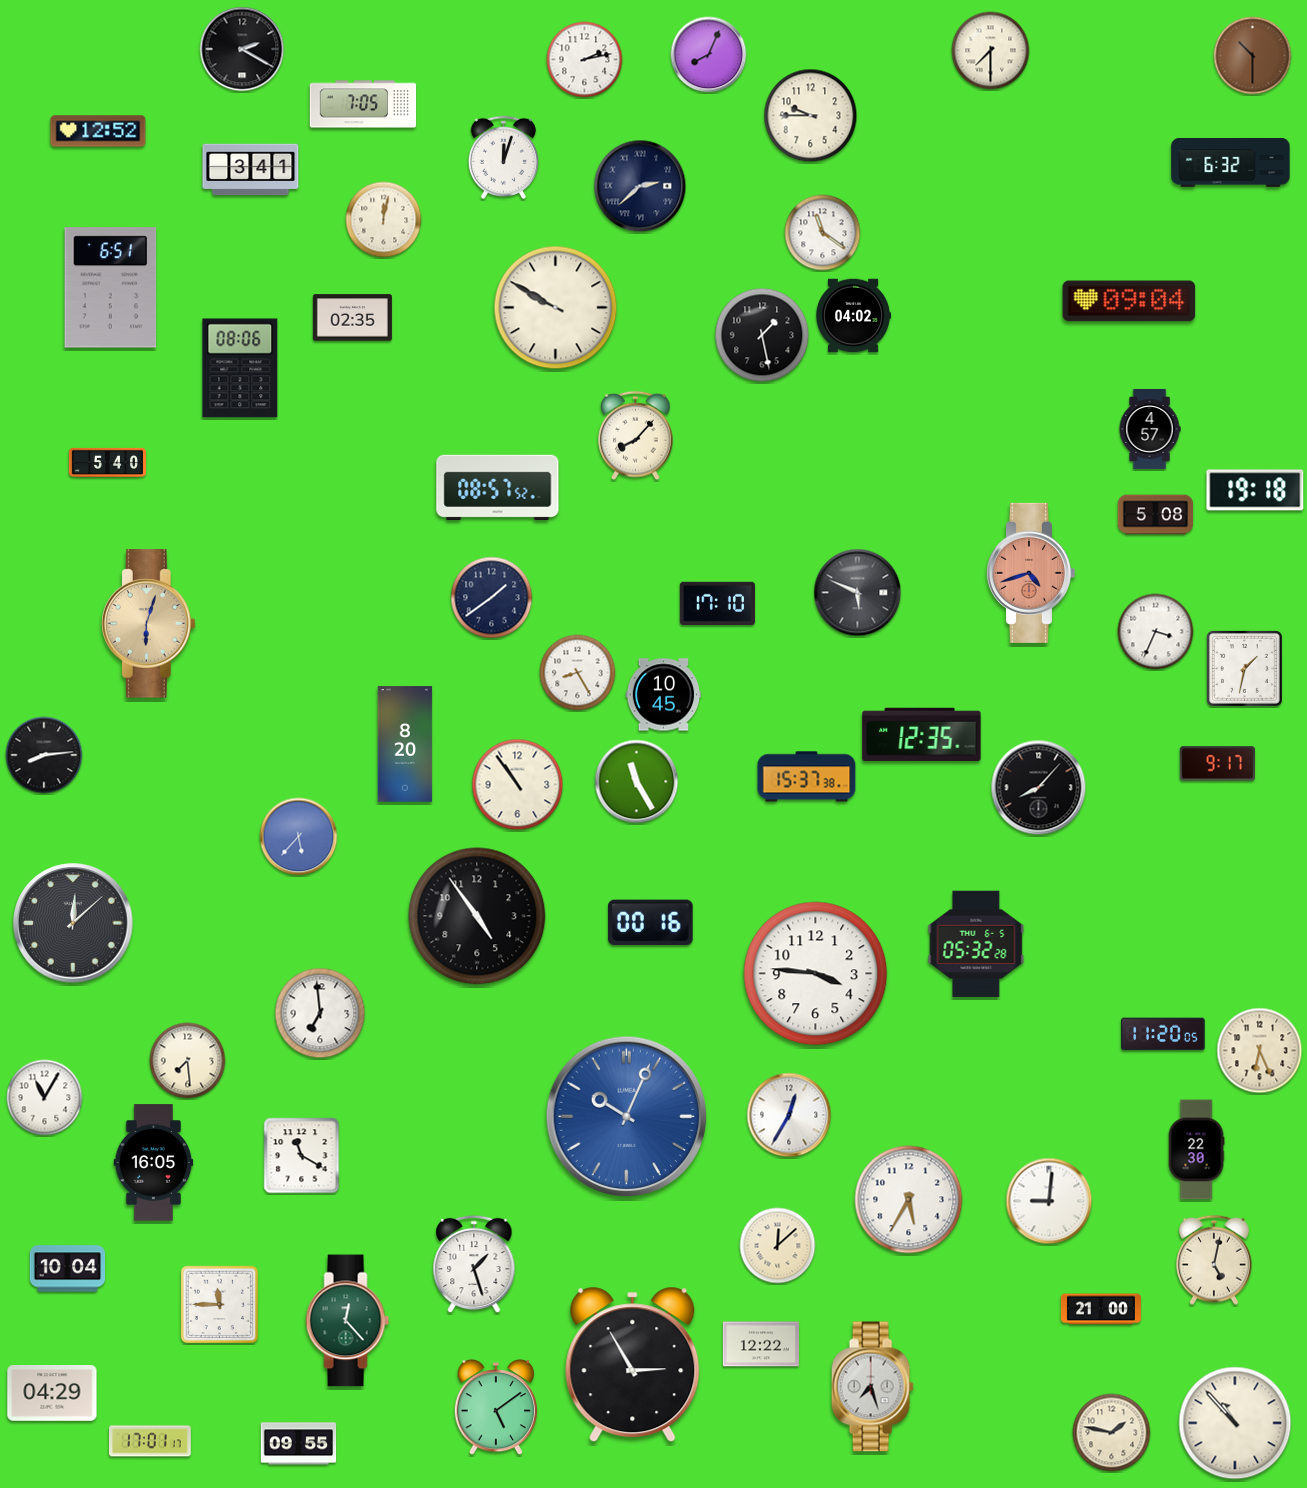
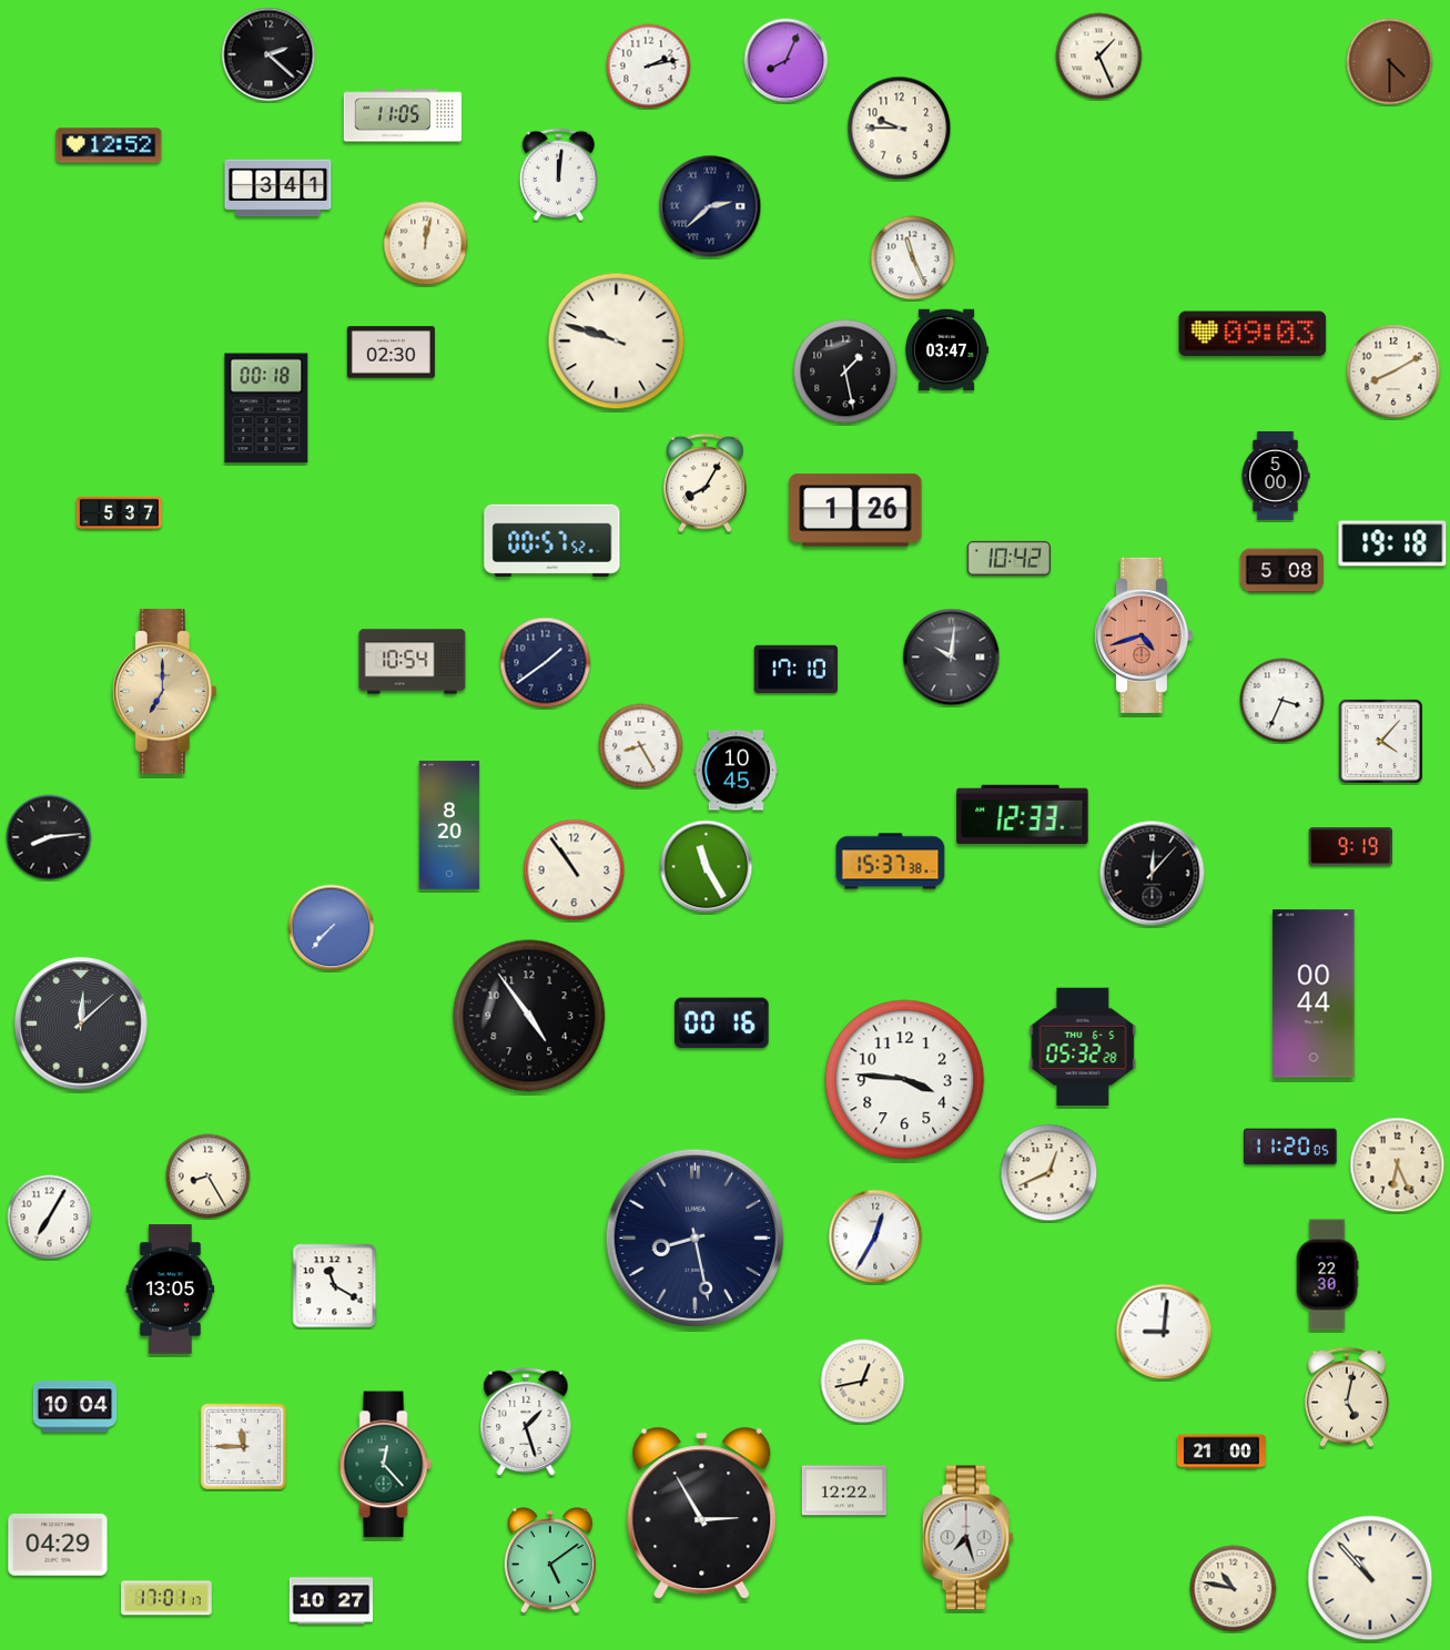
clock at (242, 49): 2:20 -> 2:22
clock at (991, 51): 7:30 -> 1:26
clock at (1253, 56): 10:30 -> 4:30
clock at (363, 104): 7:05 -> 11:05
clock at (504, 157): 12:03 -> 12:01
clock at (1231, 162): 6:32 -> none
clock at (823, 233): 11:21 -> 11:26
clock at (111, 288): 6:51 -> none
clock at (1129, 301): 09:04 -> 09:03
clock at (556, 308): 9:50 -> 9:48
clock at (853, 316): 04:02 -> 03:47
clock at (352, 318): 02:35 -> 02:30
clock at (1393, 371): none -> 8:10
clock at (240, 368): 08:06 -> 00:18
clock at (1150, 429): 4:57 -> 5:00
clock at (636, 436): 8:07 -> 8:05
clock at (855, 510): none -> 1:26
clock at (107, 462): 5:40 -> 5:37
clock at (498, 487): 08:57 -> 00:57
clock at (1008, 558): none -> 10:42
clock at (858, 593): 5:49 -> 10:01
clock at (413, 662): none -> 10:54
clock at (148, 624): 6:03 -> 7:00
clock at (1244, 668): 1:32 -> 4:07
clock at (922, 735): 12:35 -> 12:33
clock at (1217, 764): 9:17 -> 9:19
clock at (807, 777) position: (807, 777) -> (891, 862)
clock at (1039, 788): 8:07 -> 12:07
clock at (299, 837): 5:37 -> 7:37
clock at (1314, 994): none -> 00:44
clock at (320, 1013): 6:59 -> none
clock at (1050, 1173): none -> 12:41
clock at (188, 1061): 7:29 -> 8:25
clock at (45, 1098): 11:05 -> 7:05
clock at (626, 1116): 10:04 -> 8:28
clock at (626, 1116) dial: blue -> navy
clock at (302, 1156) position: (302, 1156) -> (335, 1286)
clock at (154, 1163): 16:05 -> 13:05
clock at (909, 1200): 5:35 -> none
clock at (778, 1246): 12:08 -> 12:43
clock at (474, 1264) position: (474, 1264) -> (526, 1422)
clock at (1112, 1433): 1:47 -> 10:47
clock at (299, 1444): 09:55 -> 10:27
